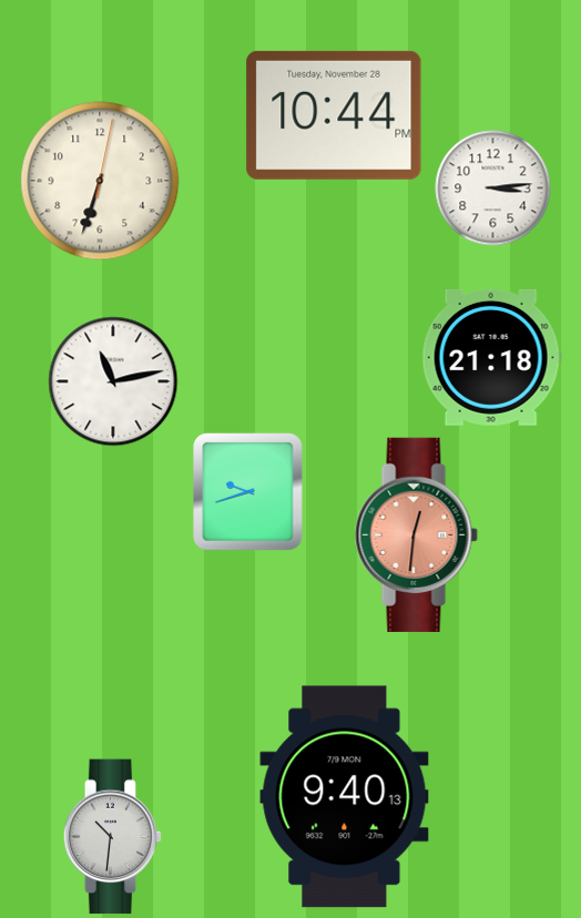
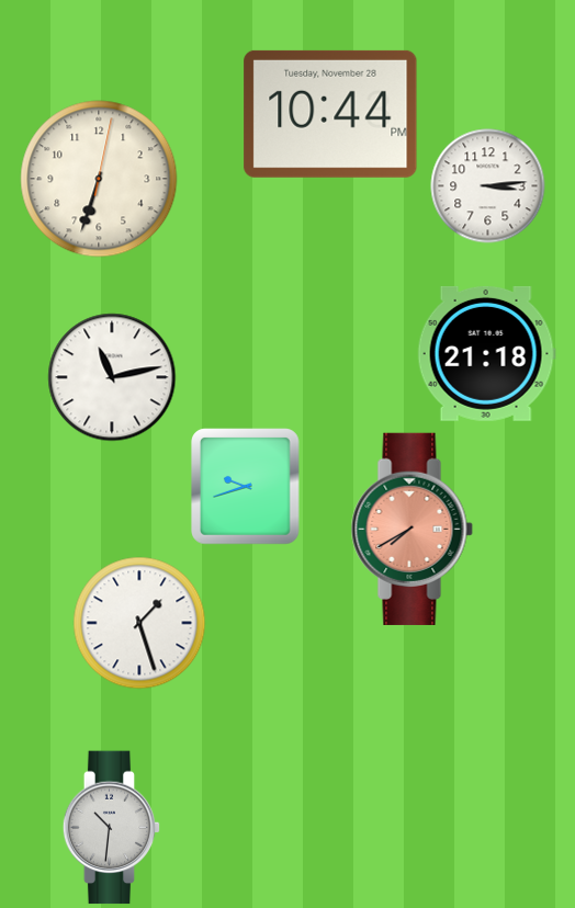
clock at (416, 534): 12:31 -> 7:40
clock at (139, 623): none -> 1:27
clock at (345, 797): 9:40 -> none
